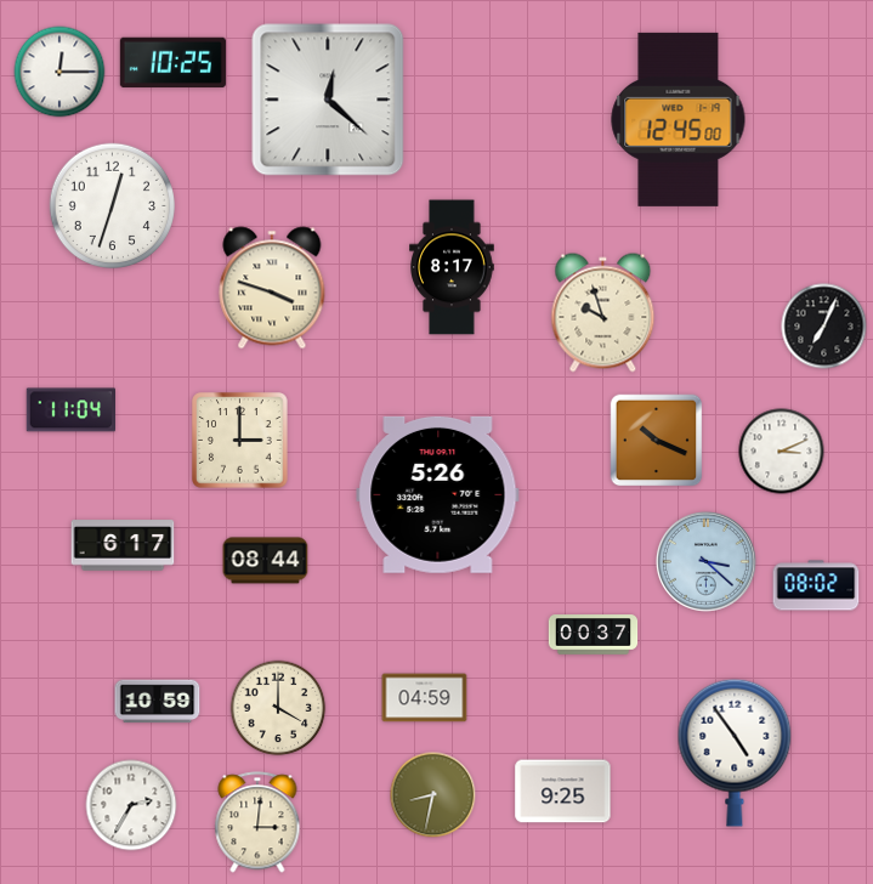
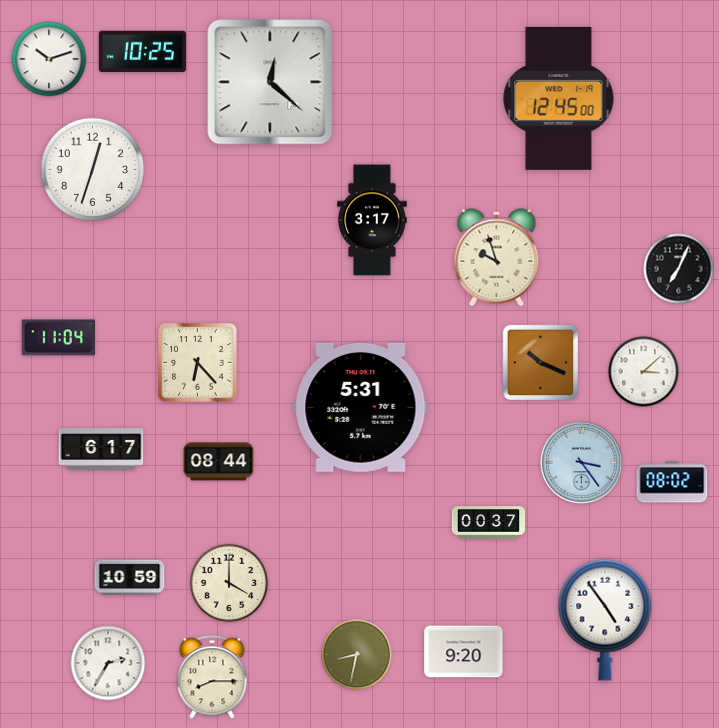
clock at (59, 72): 12:15 -> 10:12
clock at (452, 267): 8:17 -> 3:17
clock at (272, 288): 3:48 -> none
clock at (240, 441): 3:00 -> 6:23
clock at (782, 452): 3:11 -> 3:08
clock at (438, 494): 5:26 -> 5:31
clock at (705, 561): 3:22 -> 3:24
clock at (425, 698): 04:59 -> none
clock at (563, 792): 9:25 -> 9:20
clock at (257, 822): 3:01 -> 8:15
